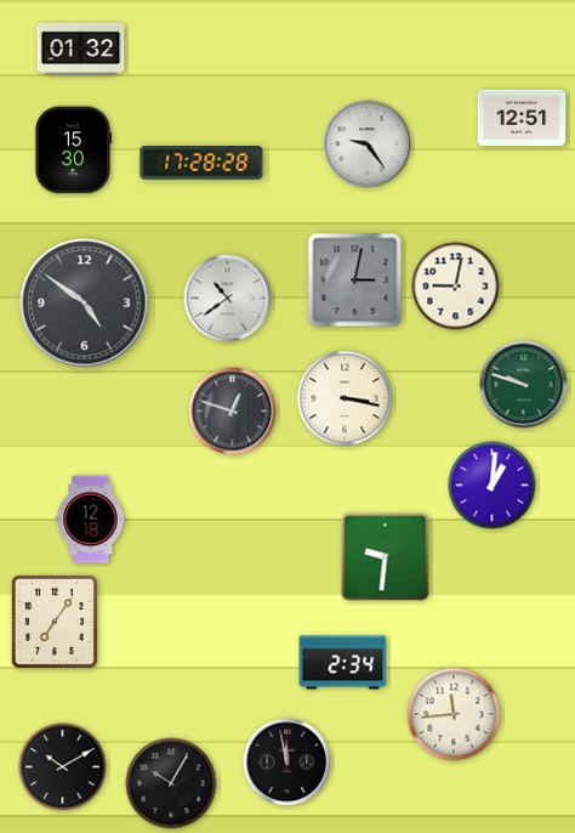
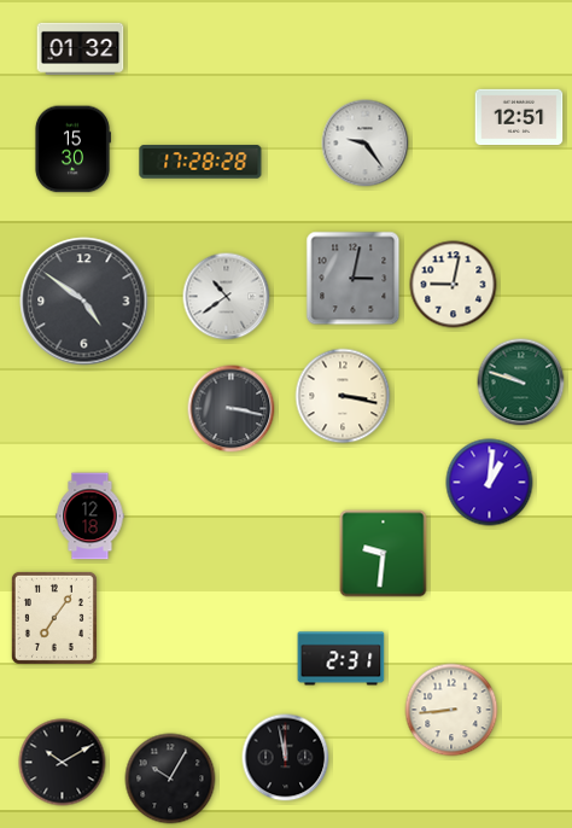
clock at (233, 412): 12:48 -> 3:17
clock at (343, 663): 2:34 -> 2:31
clock at (454, 714): 11:44 -> 8:44
